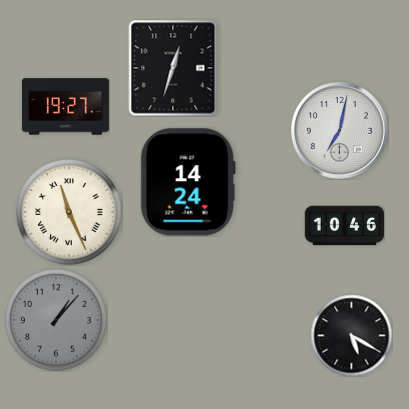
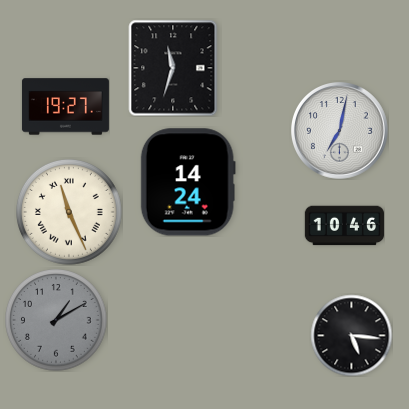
clock at (173, 68): 12:33 -> 11:33
clock at (57, 321): 1:07 -> 1:10
clock at (351, 335): 5:20 -> 5:16
